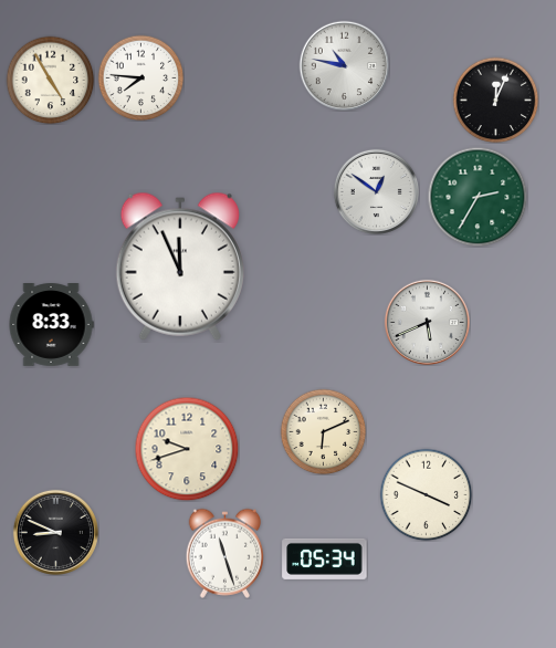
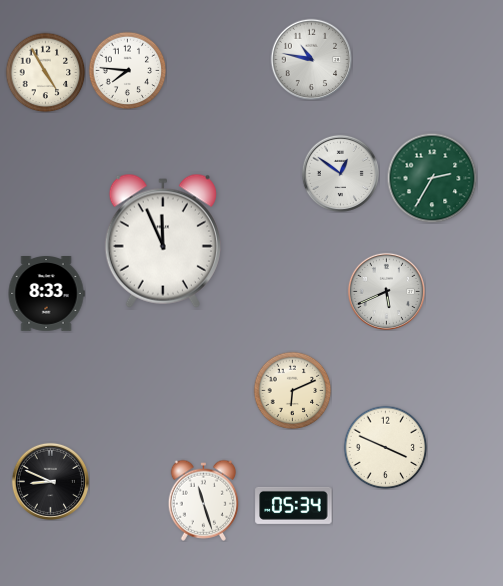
clock at (495, 100): 12:04 -> none
clock at (187, 449): 9:42 -> none
